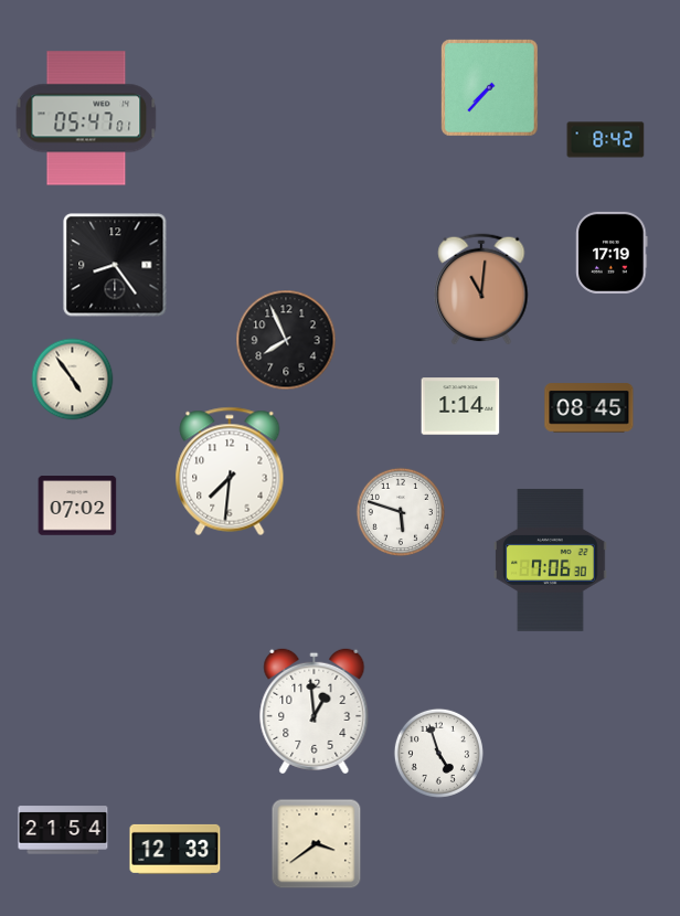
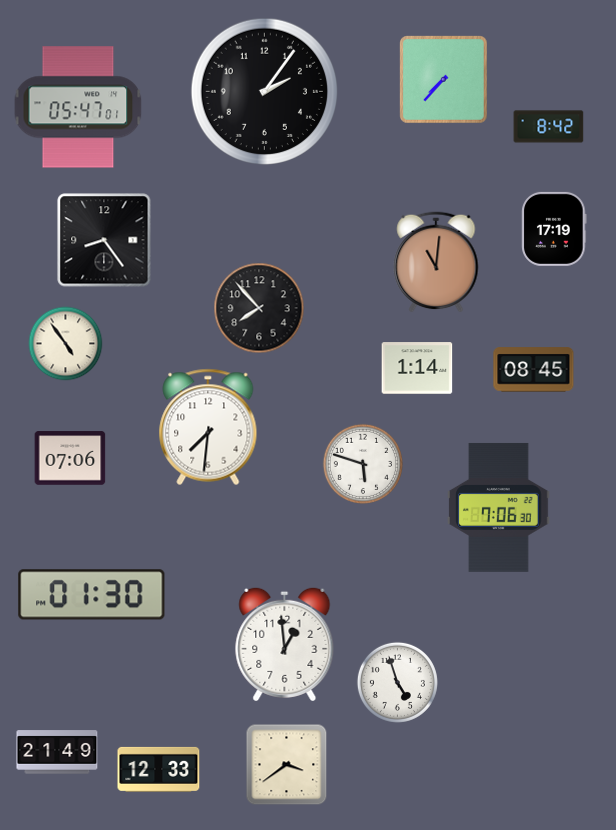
clock at (264, 91): none -> 2:06
clock at (286, 340): 7:56 -> 7:53
clock at (77, 505): 07:02 -> 07:06
clock at (92, 595): none -> 01:30
clock at (63, 830): 21:54 -> 21:49
